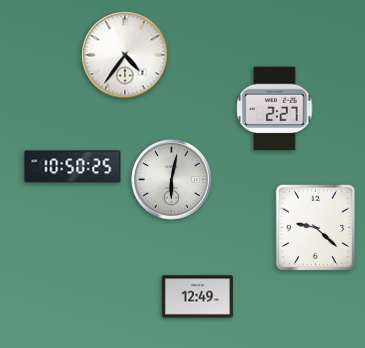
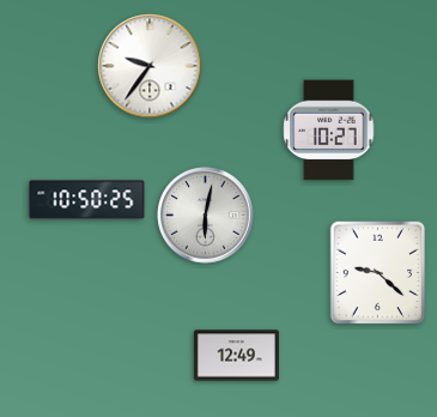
clock at (125, 55): 4:36 -> 9:36
clock at (275, 109): 2:27 -> 10:27
